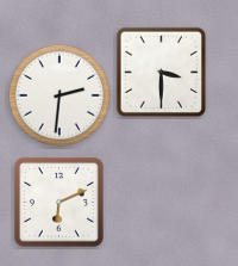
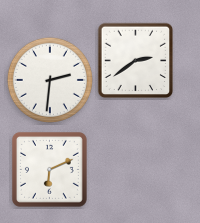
clock at (162, 73): 3:30 -> 2:39
